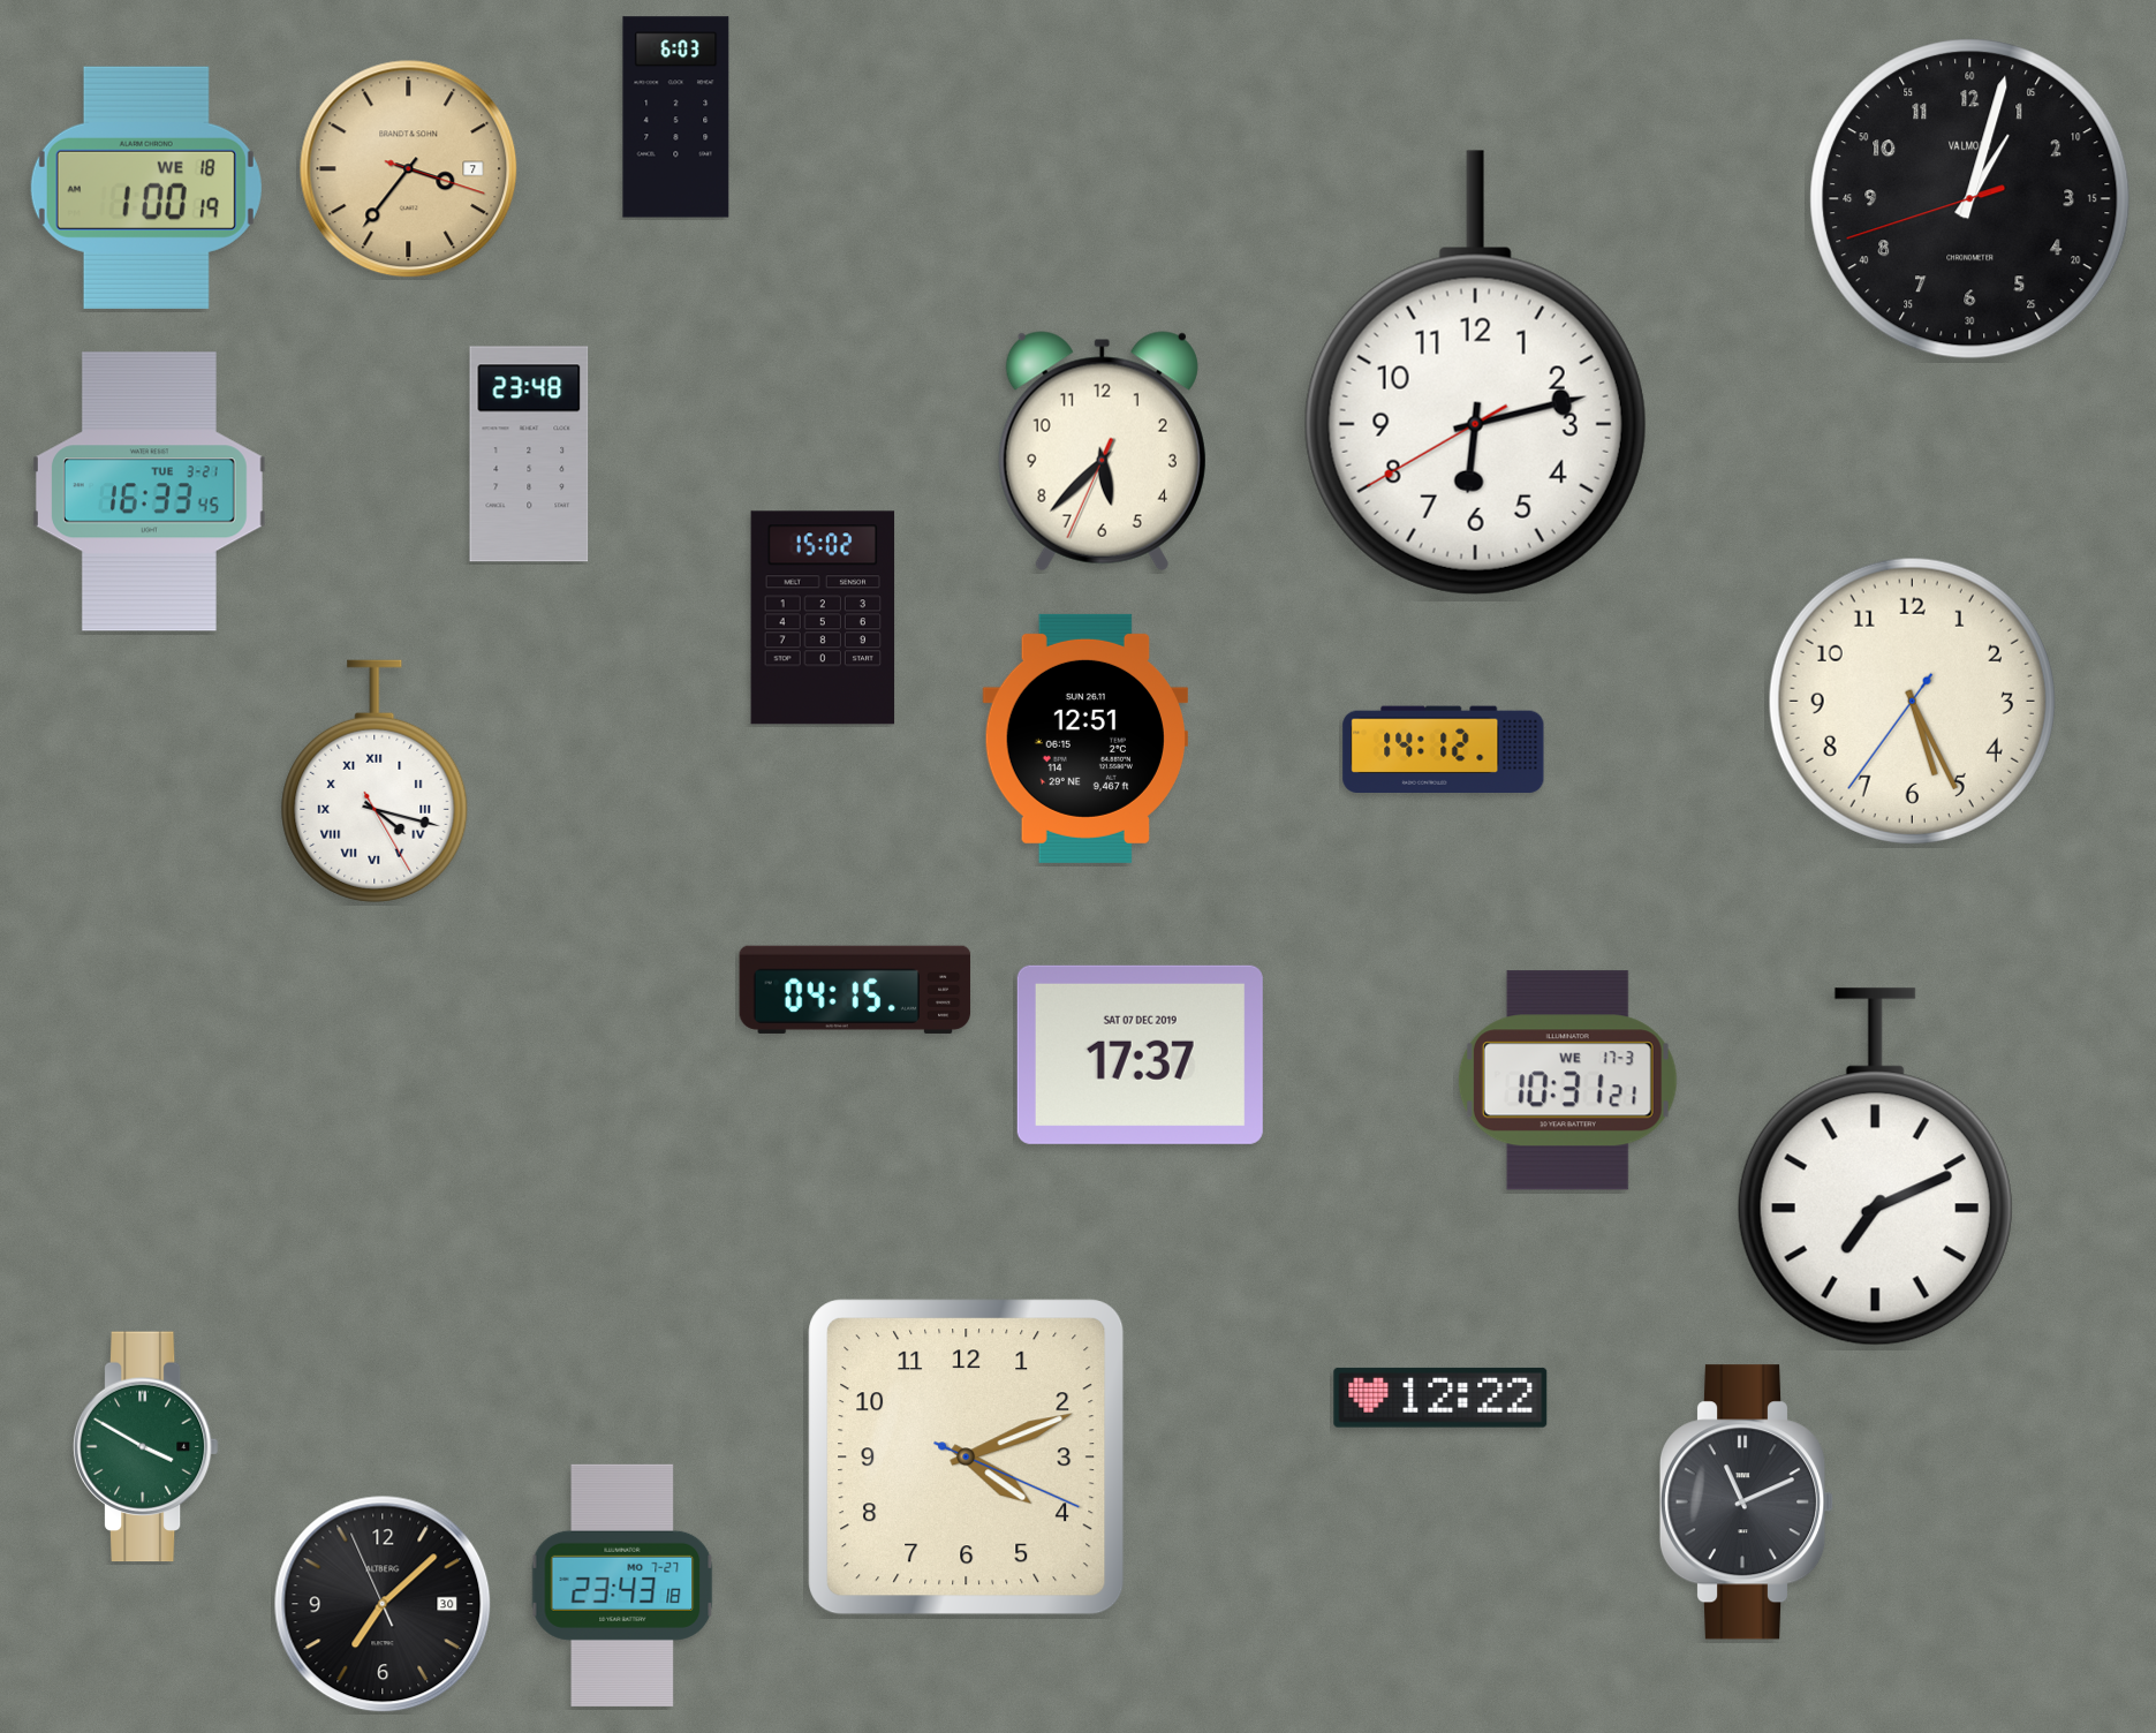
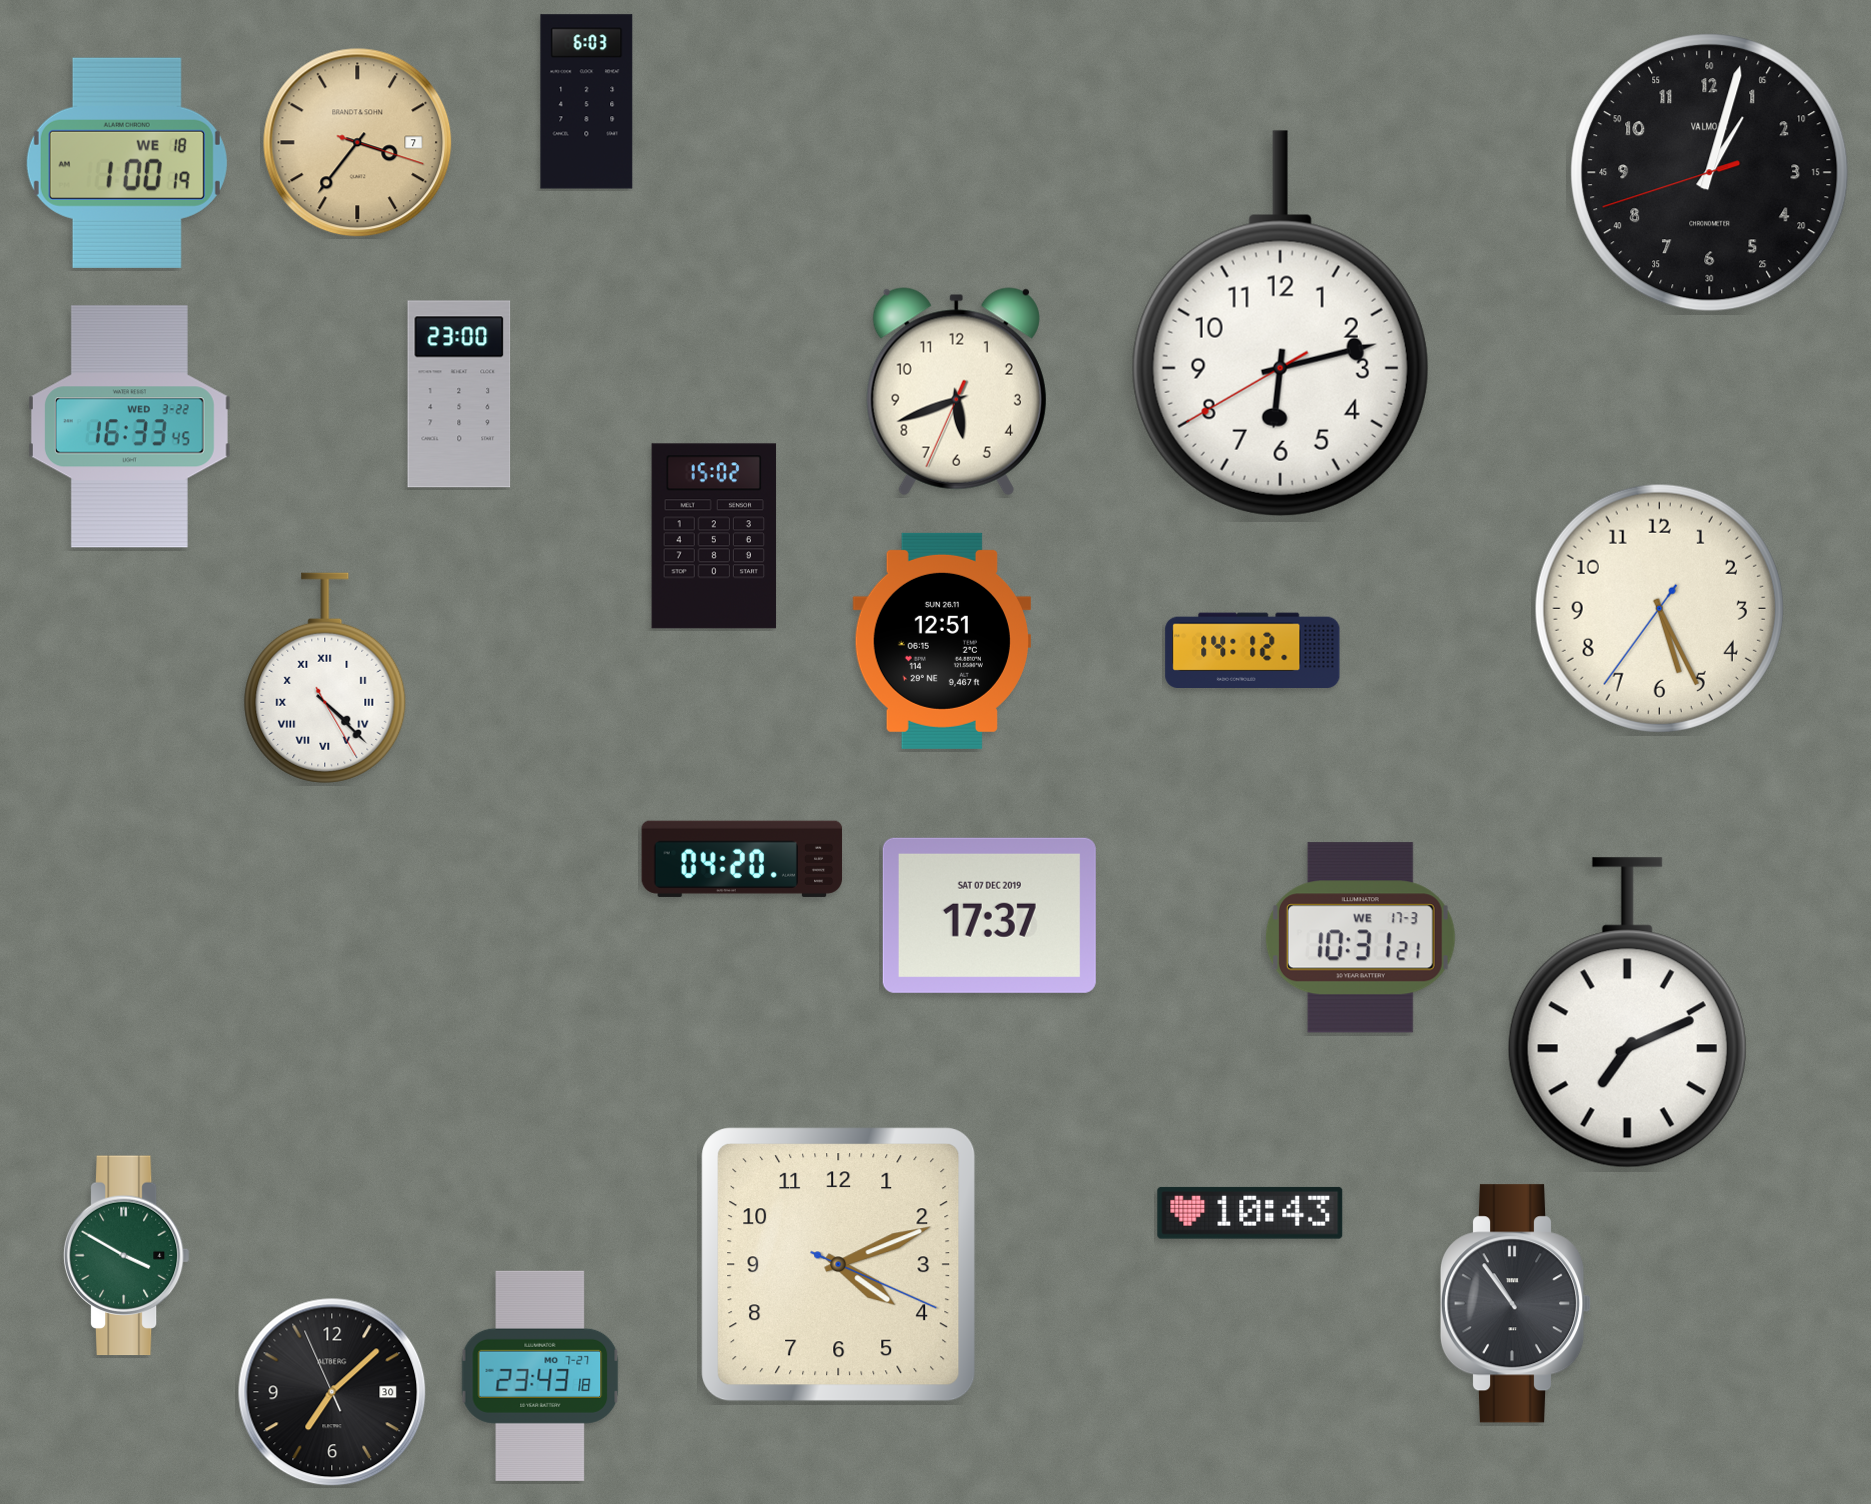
clock at (409, 169) position: (409, 169) -> (358, 143)
clock at (1102, 452): 5:37 -> 5:41
clock at (529, 454): 23:48 -> 23:00
clock at (149, 492) date: TUE 3-21 -> WED 3-22
clock at (375, 781): 4:17 -> 4:22
clock at (855, 990): 04:15 -> 04:20
clock at (1440, 1398): 12:22 -> 10:43
clock at (1747, 1503): 11:11 -> 10:54
